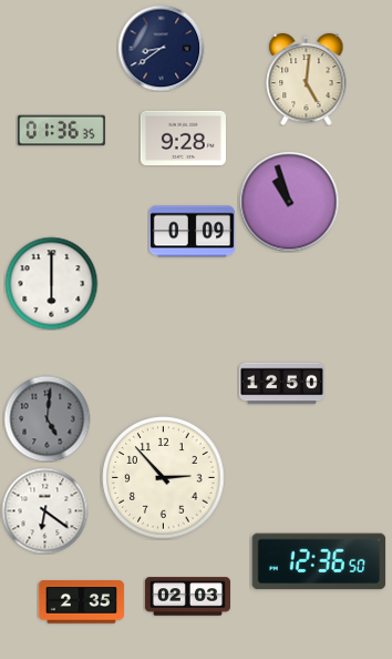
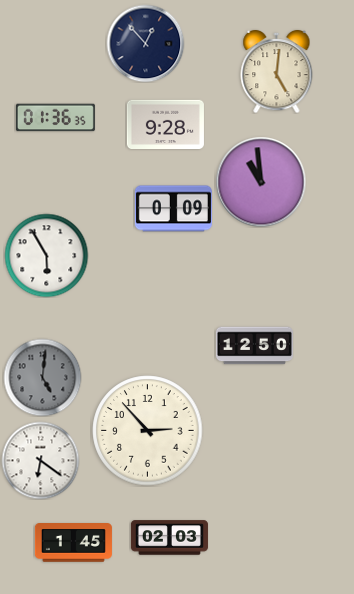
clock at (161, 48): 8:39 -> 12:53
clock at (289, 202): 10:57 -> 10:59
clock at (51, 283): 6:00 -> 5:55
clock at (319, 561): 12:36 -> none
clock at (81, 602): 2:35 -> 1:45
